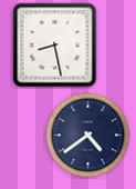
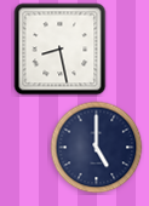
clock at (88, 136): 4:39 -> 5:00
